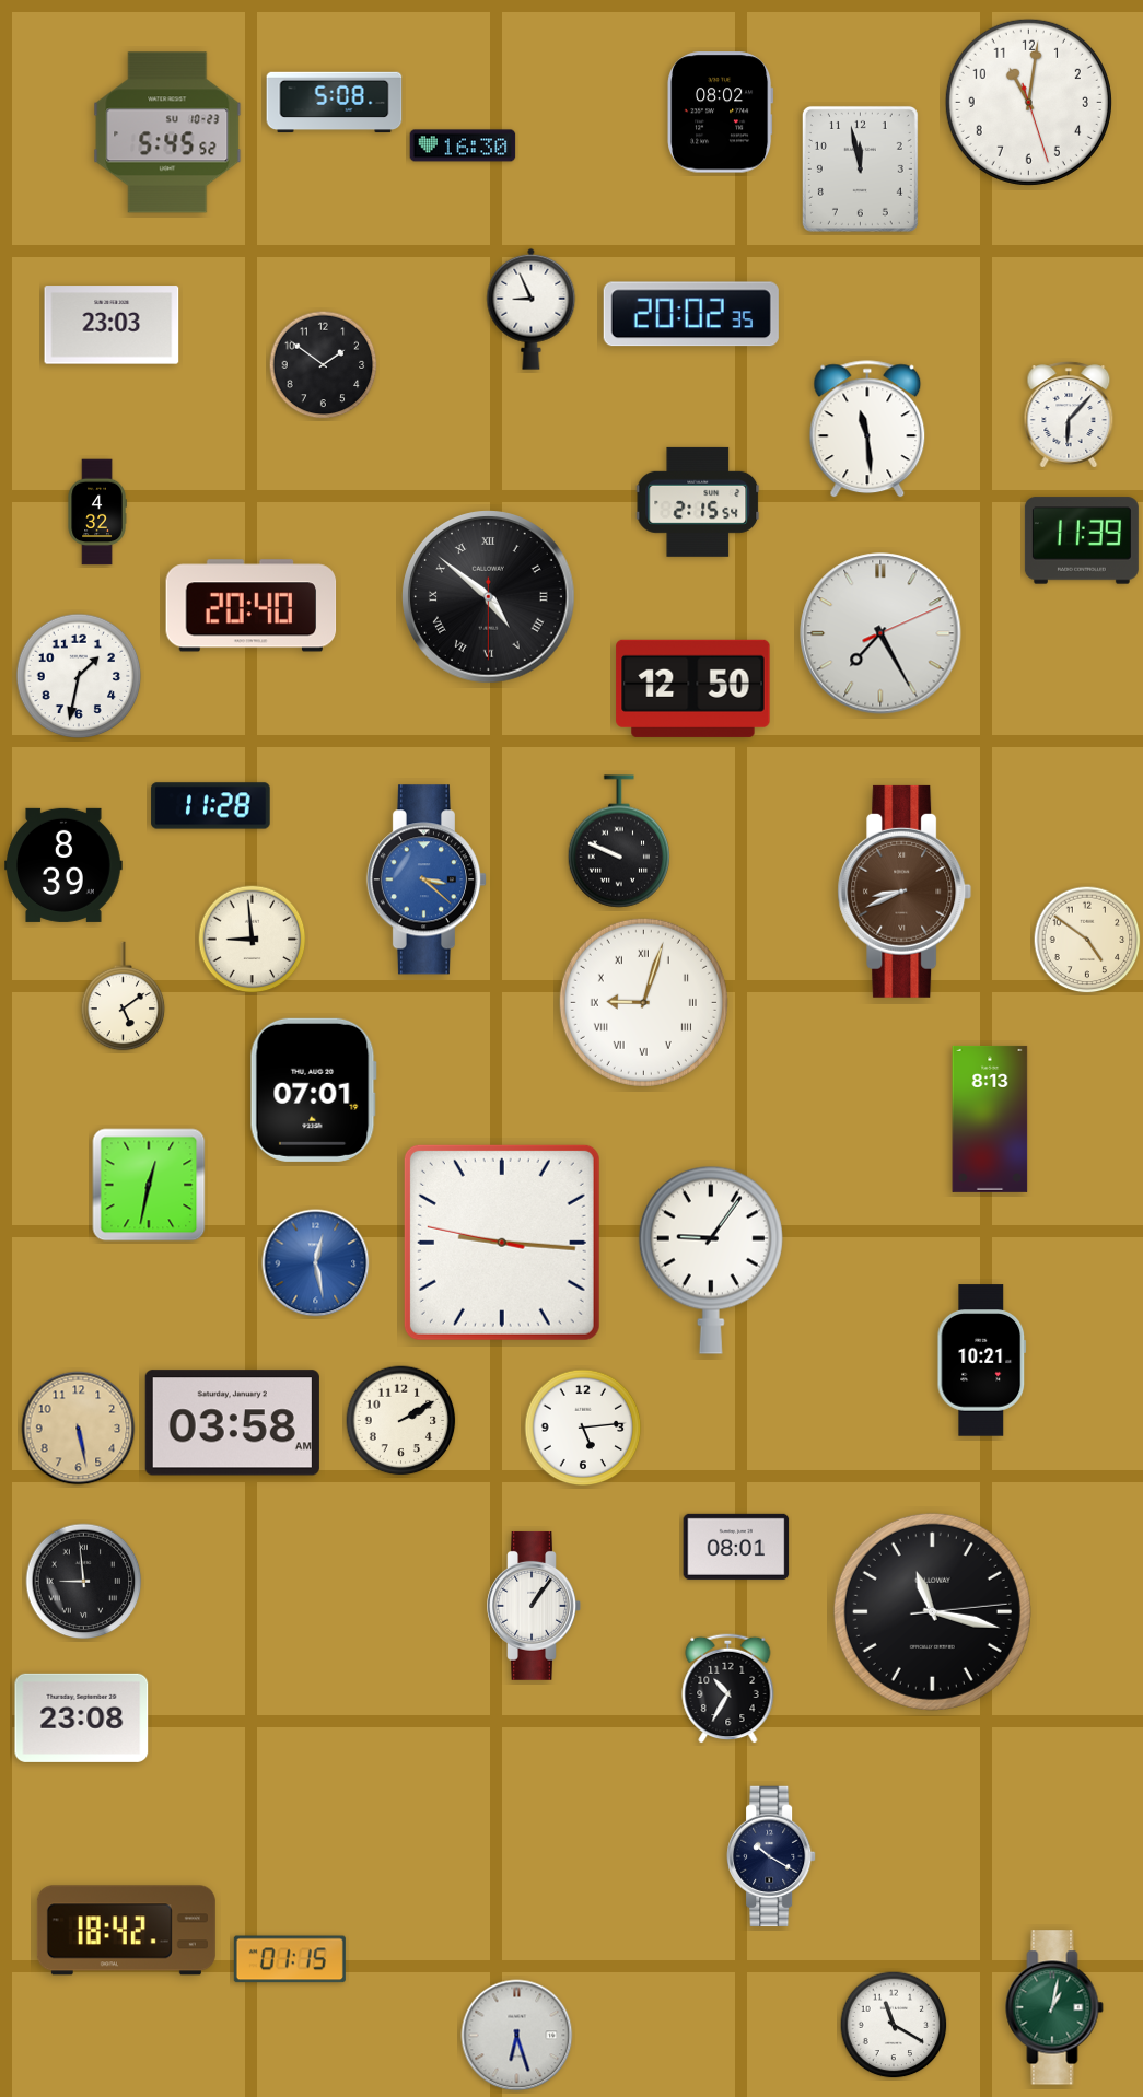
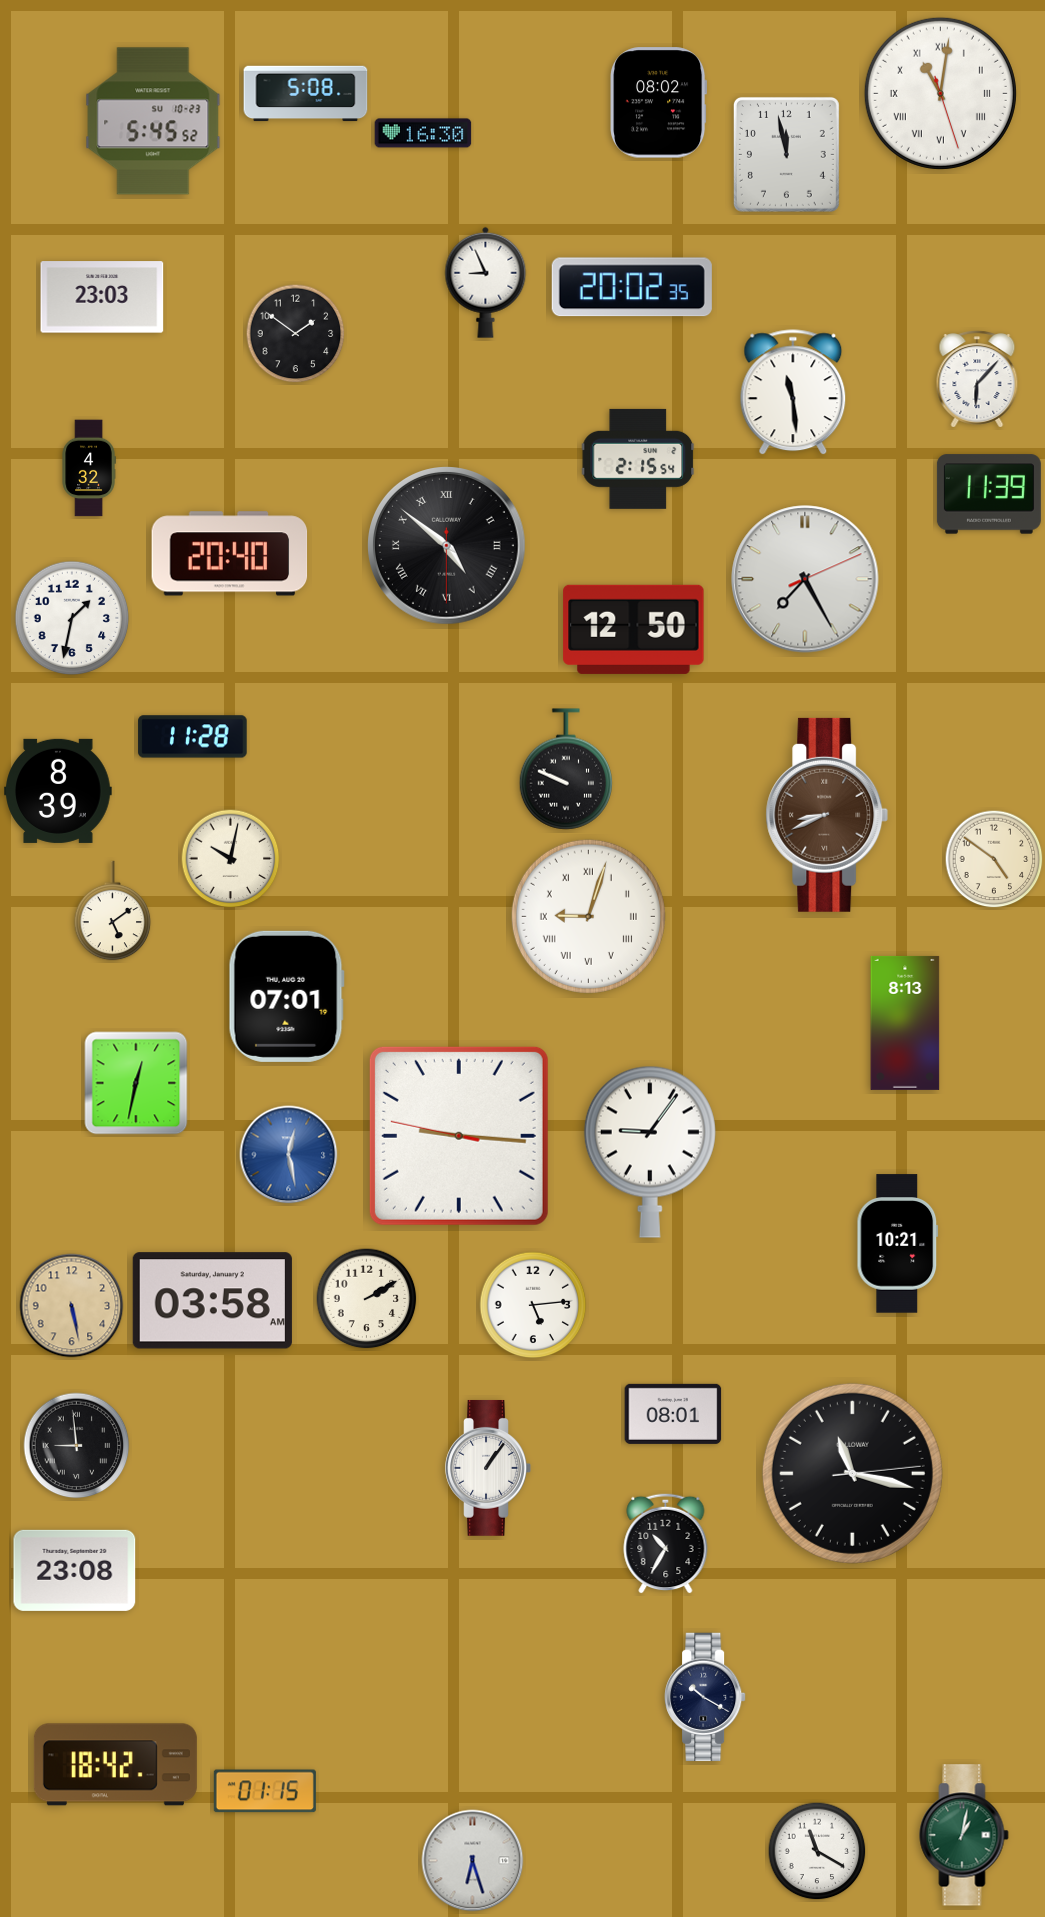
clock at (1028, 102) numerals: Arabic -> Roman
clock at (427, 879): 3:22 -> none
clock at (253, 940): 8:59 -> 10:02
